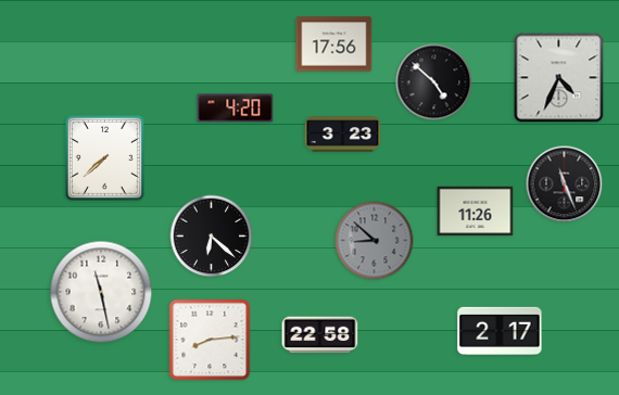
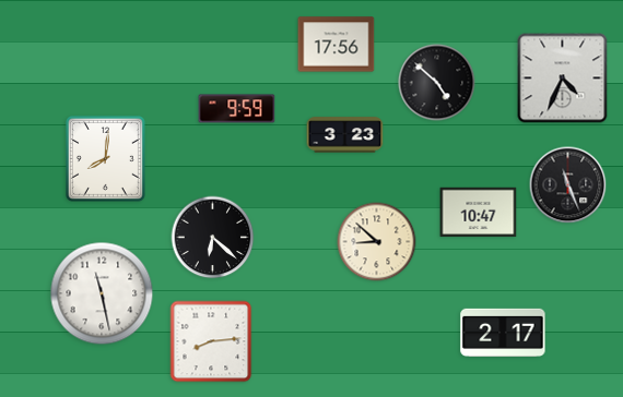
clock at (236, 109): 4:20 -> 9:59
clock at (104, 157): 7:38 -> 8:01
clock at (476, 212): 11:26 -> 10:47
clock at (375, 241) dial: grey -> cream
clock at (320, 335): 22:58 -> none
